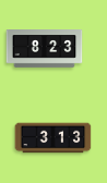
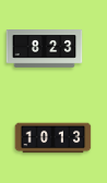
clock at (53, 138): 3:13 -> 10:13
